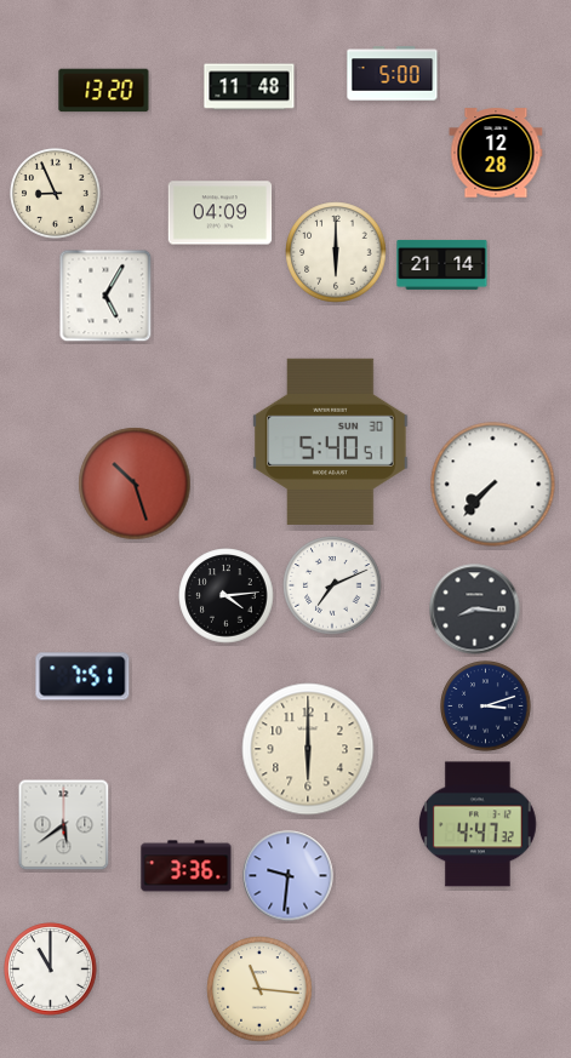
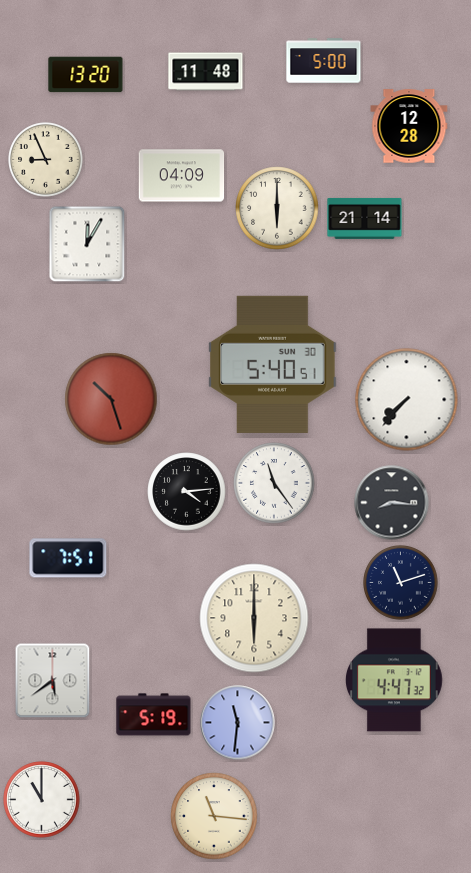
clock at (105, 296): 5:05 -> 12:05
clock at (332, 585): 7:11 -> 11:24
clock at (486, 707): 3:12 -> 11:12
clock at (187, 867): 3:36 -> 5:19
clock at (289, 876): 9:31 -> 11:31
